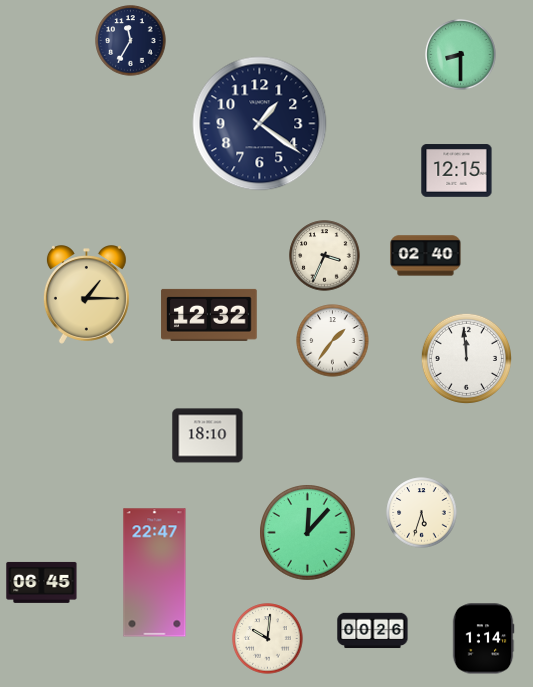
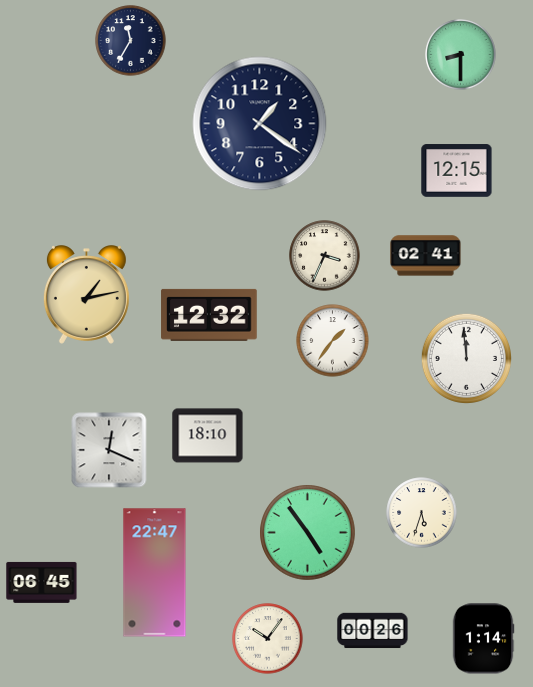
clock at (426, 256): 02:40 -> 02:41
clock at (86, 295): 1:15 -> 1:13
clock at (109, 450): none -> 12:19
clock at (308, 533): 12:07 -> 4:54
clock at (268, 639): 10:01 -> 10:06
